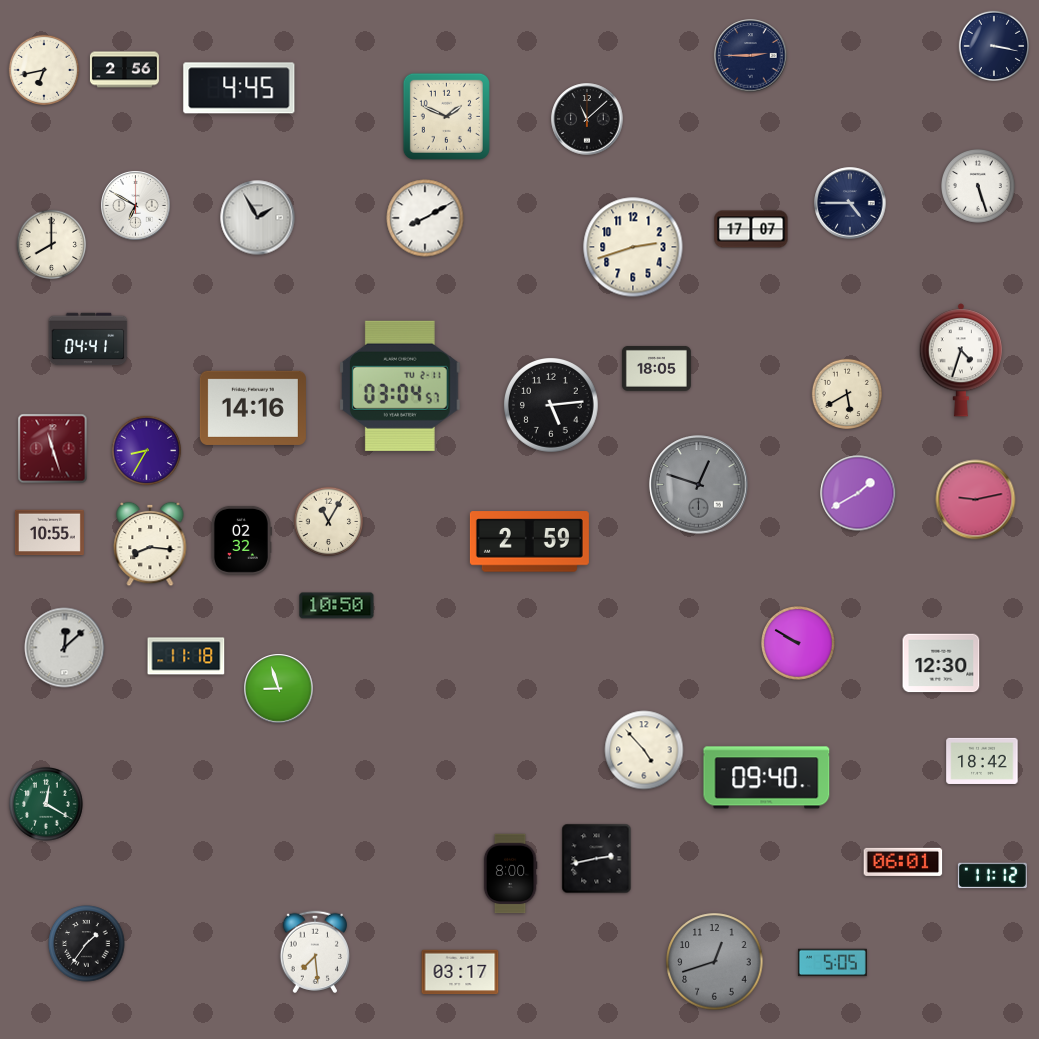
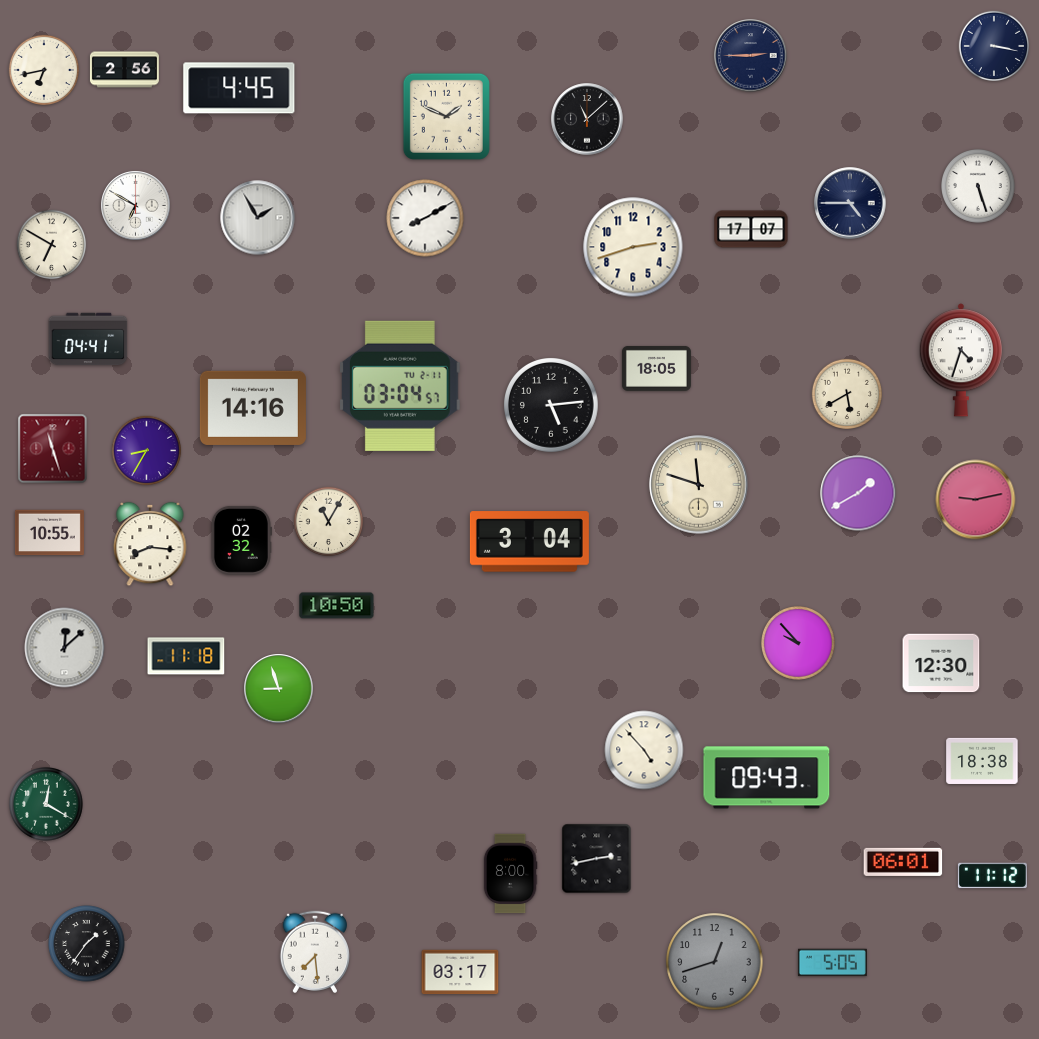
clock at (52, 245): 8:00 -> 6:50
clock at (699, 485): 12:48 -> 11:48
clock at (699, 485) dial: grey -> cream
clock at (529, 542): 2:59 -> 3:04
clock at (799, 644): 9:50 -> 9:53
clock at (982, 761): 18:42 -> 18:38
clock at (767, 778): 09:40 -> 09:43
